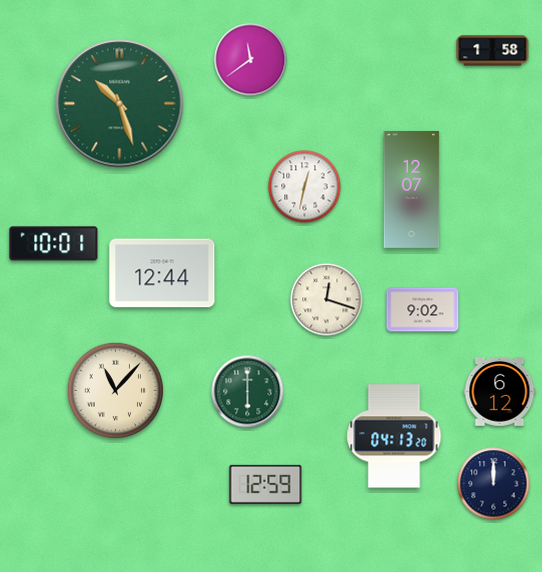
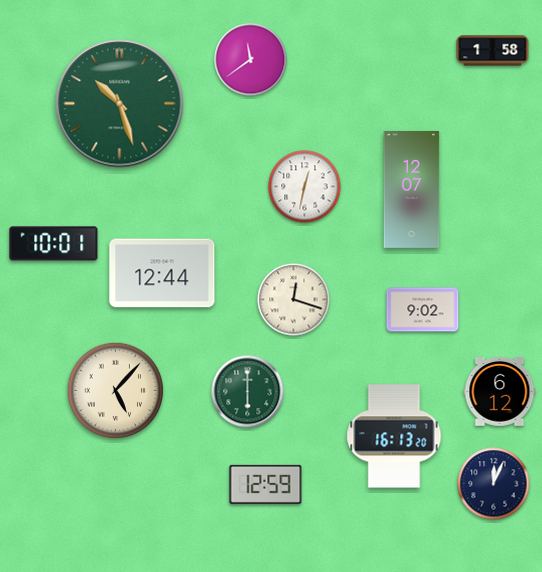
clock at (327, 300) position: (327, 300) -> (294, 300)
clock at (116, 391): 11:07 -> 5:07
clock at (394, 436): 04:13 -> 16:13
clock at (494, 484): 12:00 -> 12:04
